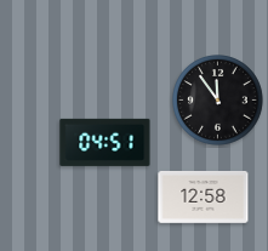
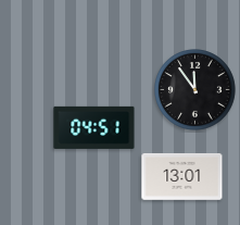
clock at (204, 196): 12:58 -> 13:01
